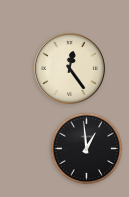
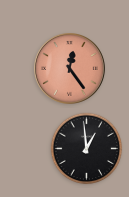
clock at (70, 69) dial: cream -> salmon
